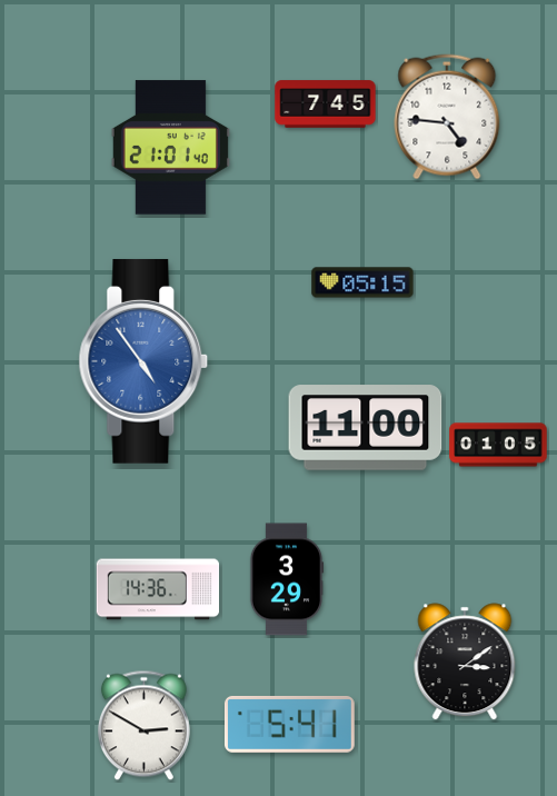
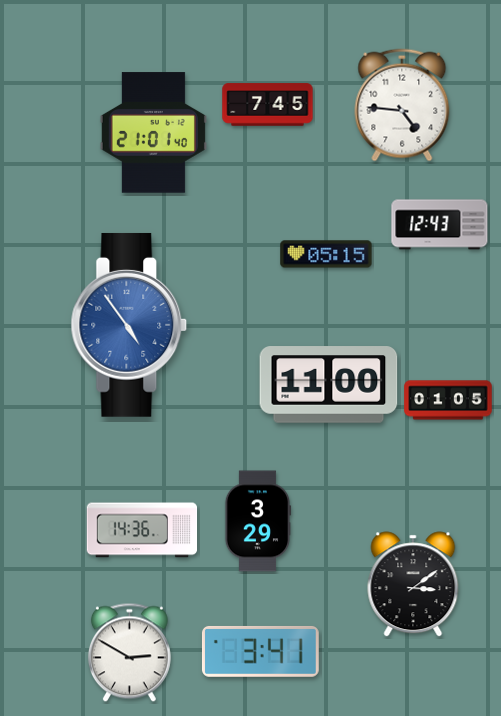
clock at (326, 105) position: (326, 105) -> (268, 105)
clock at (440, 225): none -> 12:43
clock at (465, 661) position: (465, 661) -> (413, 584)
clock at (289, 724): 5:41 -> 3:41
